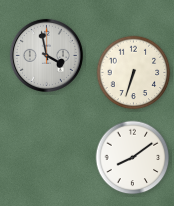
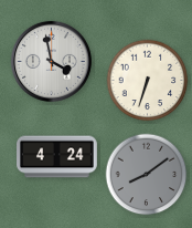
clock at (57, 157): none -> 4:24
clock at (133, 158) dial: white -> grey
